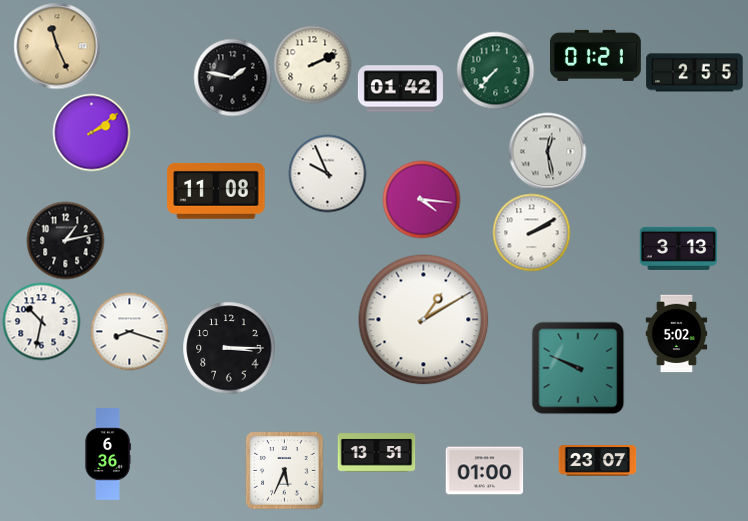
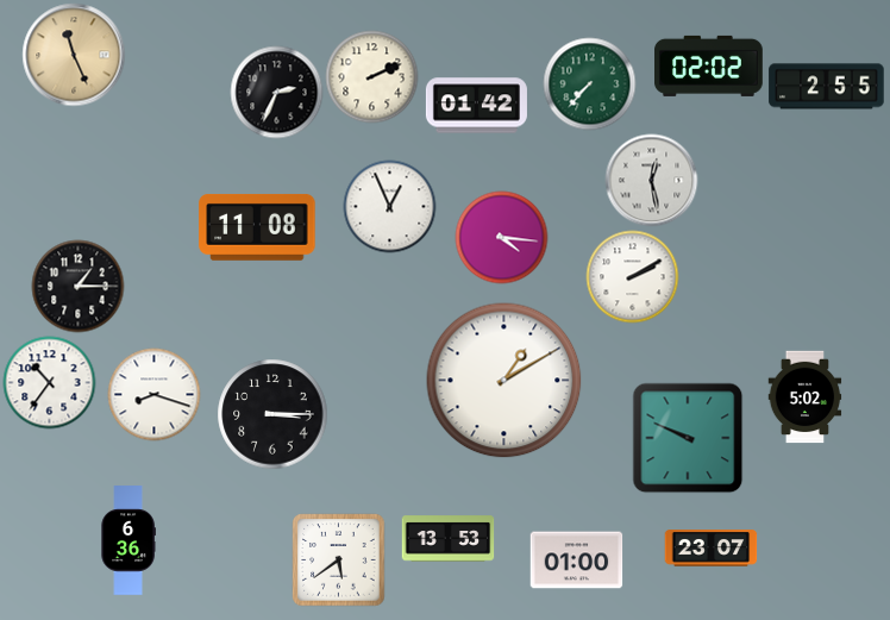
clock at (57, 46) position: (57, 46) -> (74, 55)
clock at (596, 55): 01:21 -> 02:02
clock at (232, 77): 1:47 -> 2:34
clock at (91, 132): 2:09 -> none
clock at (327, 173): 9:56 -> 12:56
clock at (65, 240): 1:13 -> 1:15
clock at (678, 248): 3:13 -> none
clock at (41, 321): 10:32 -> 10:36
clock at (376, 453): 13:51 -> 13:53
clock at (284, 470): 5:34 -> 5:39
